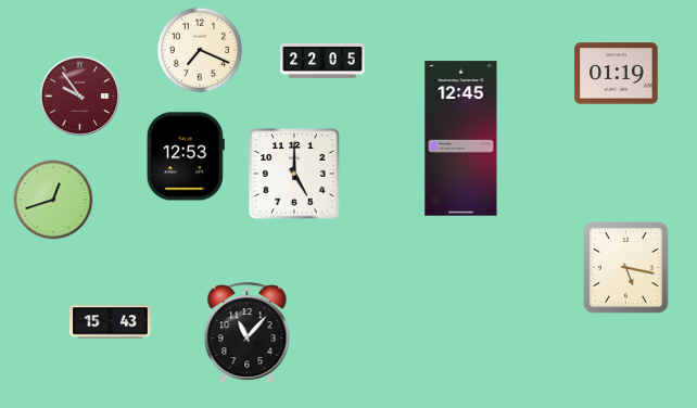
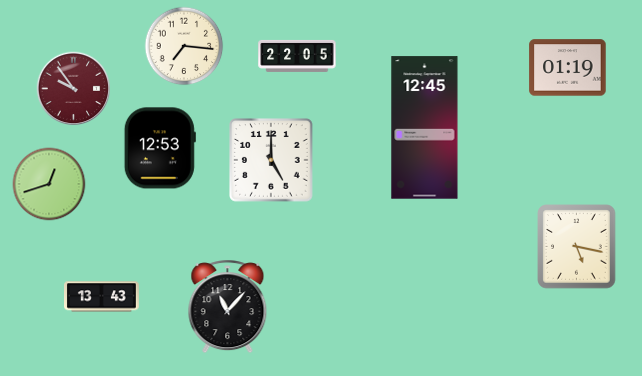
clock at (200, 50): 7:19 -> 7:16
clock at (186, 156) position: (186, 156) -> (160, 148)
clock at (111, 322): 15:43 -> 13:43
